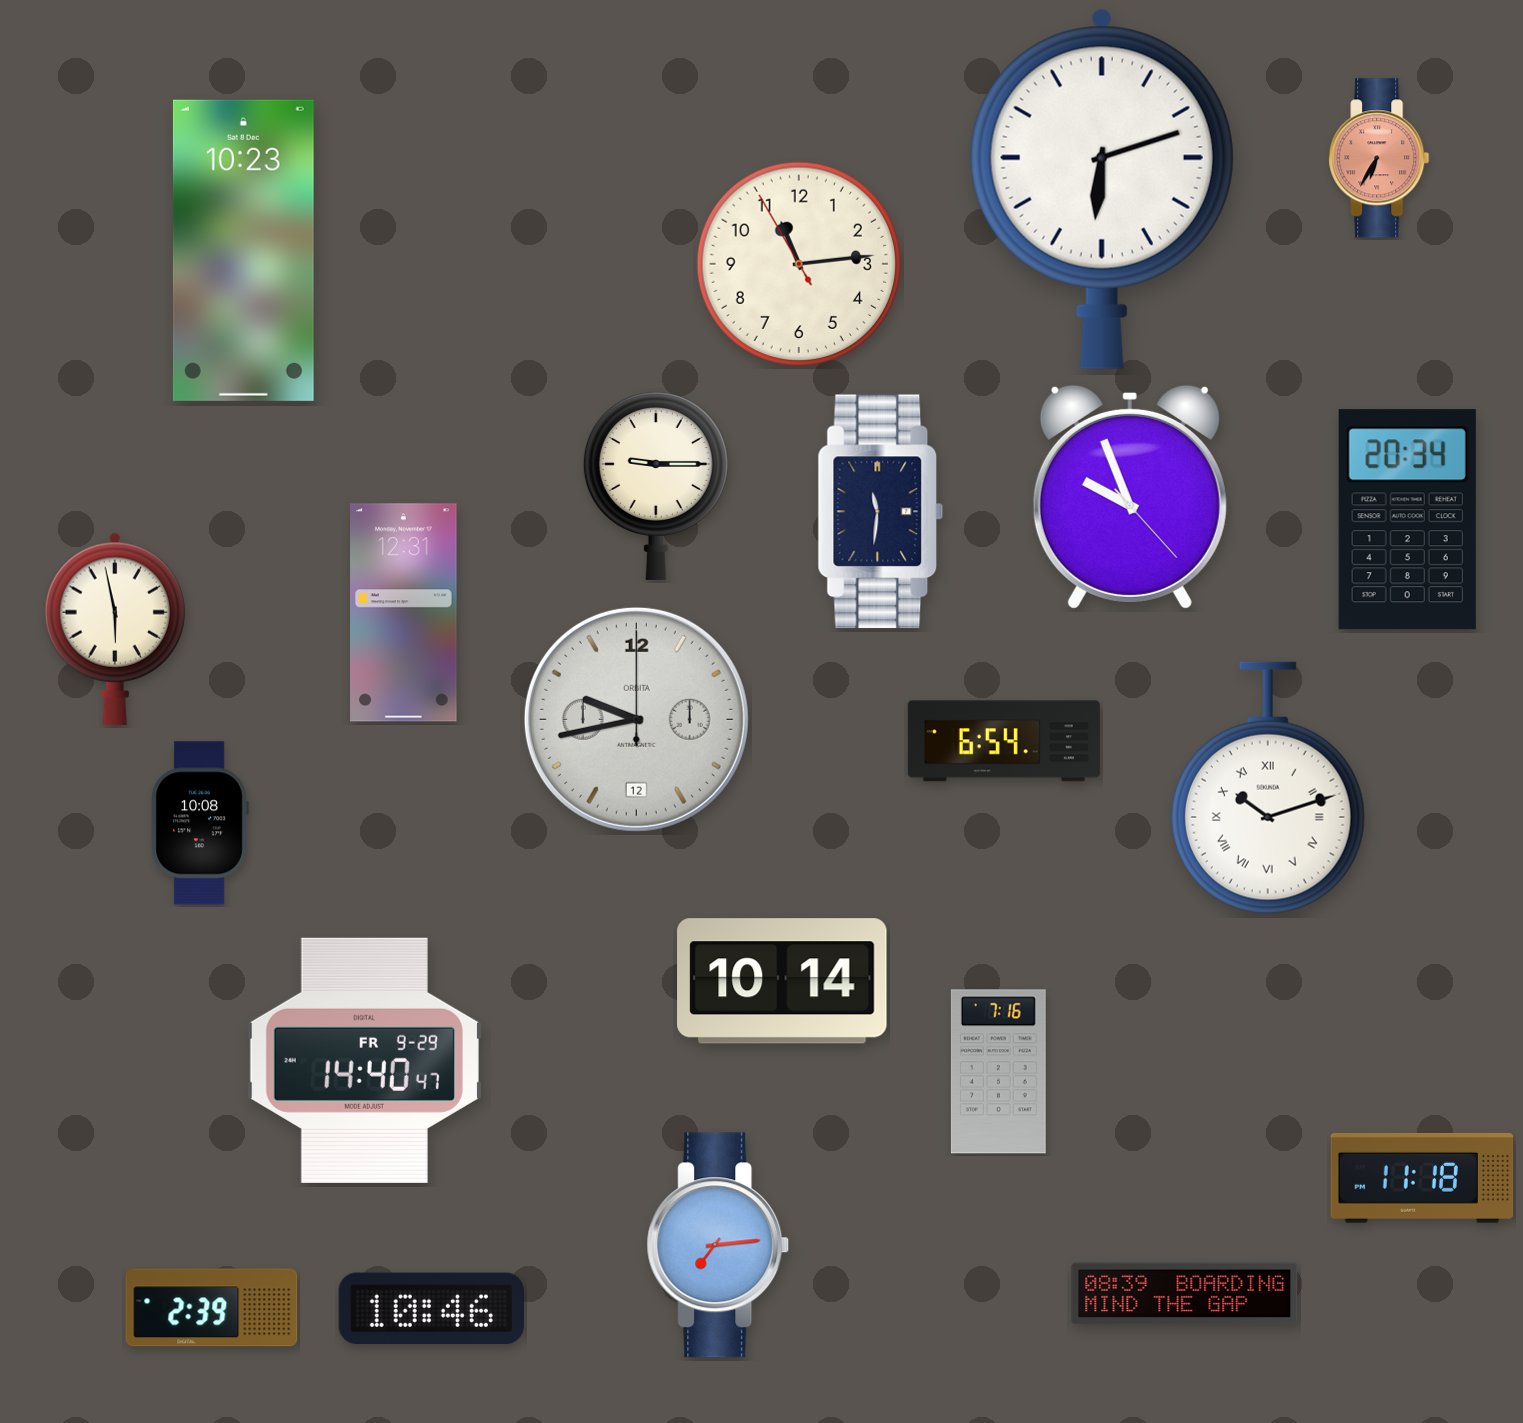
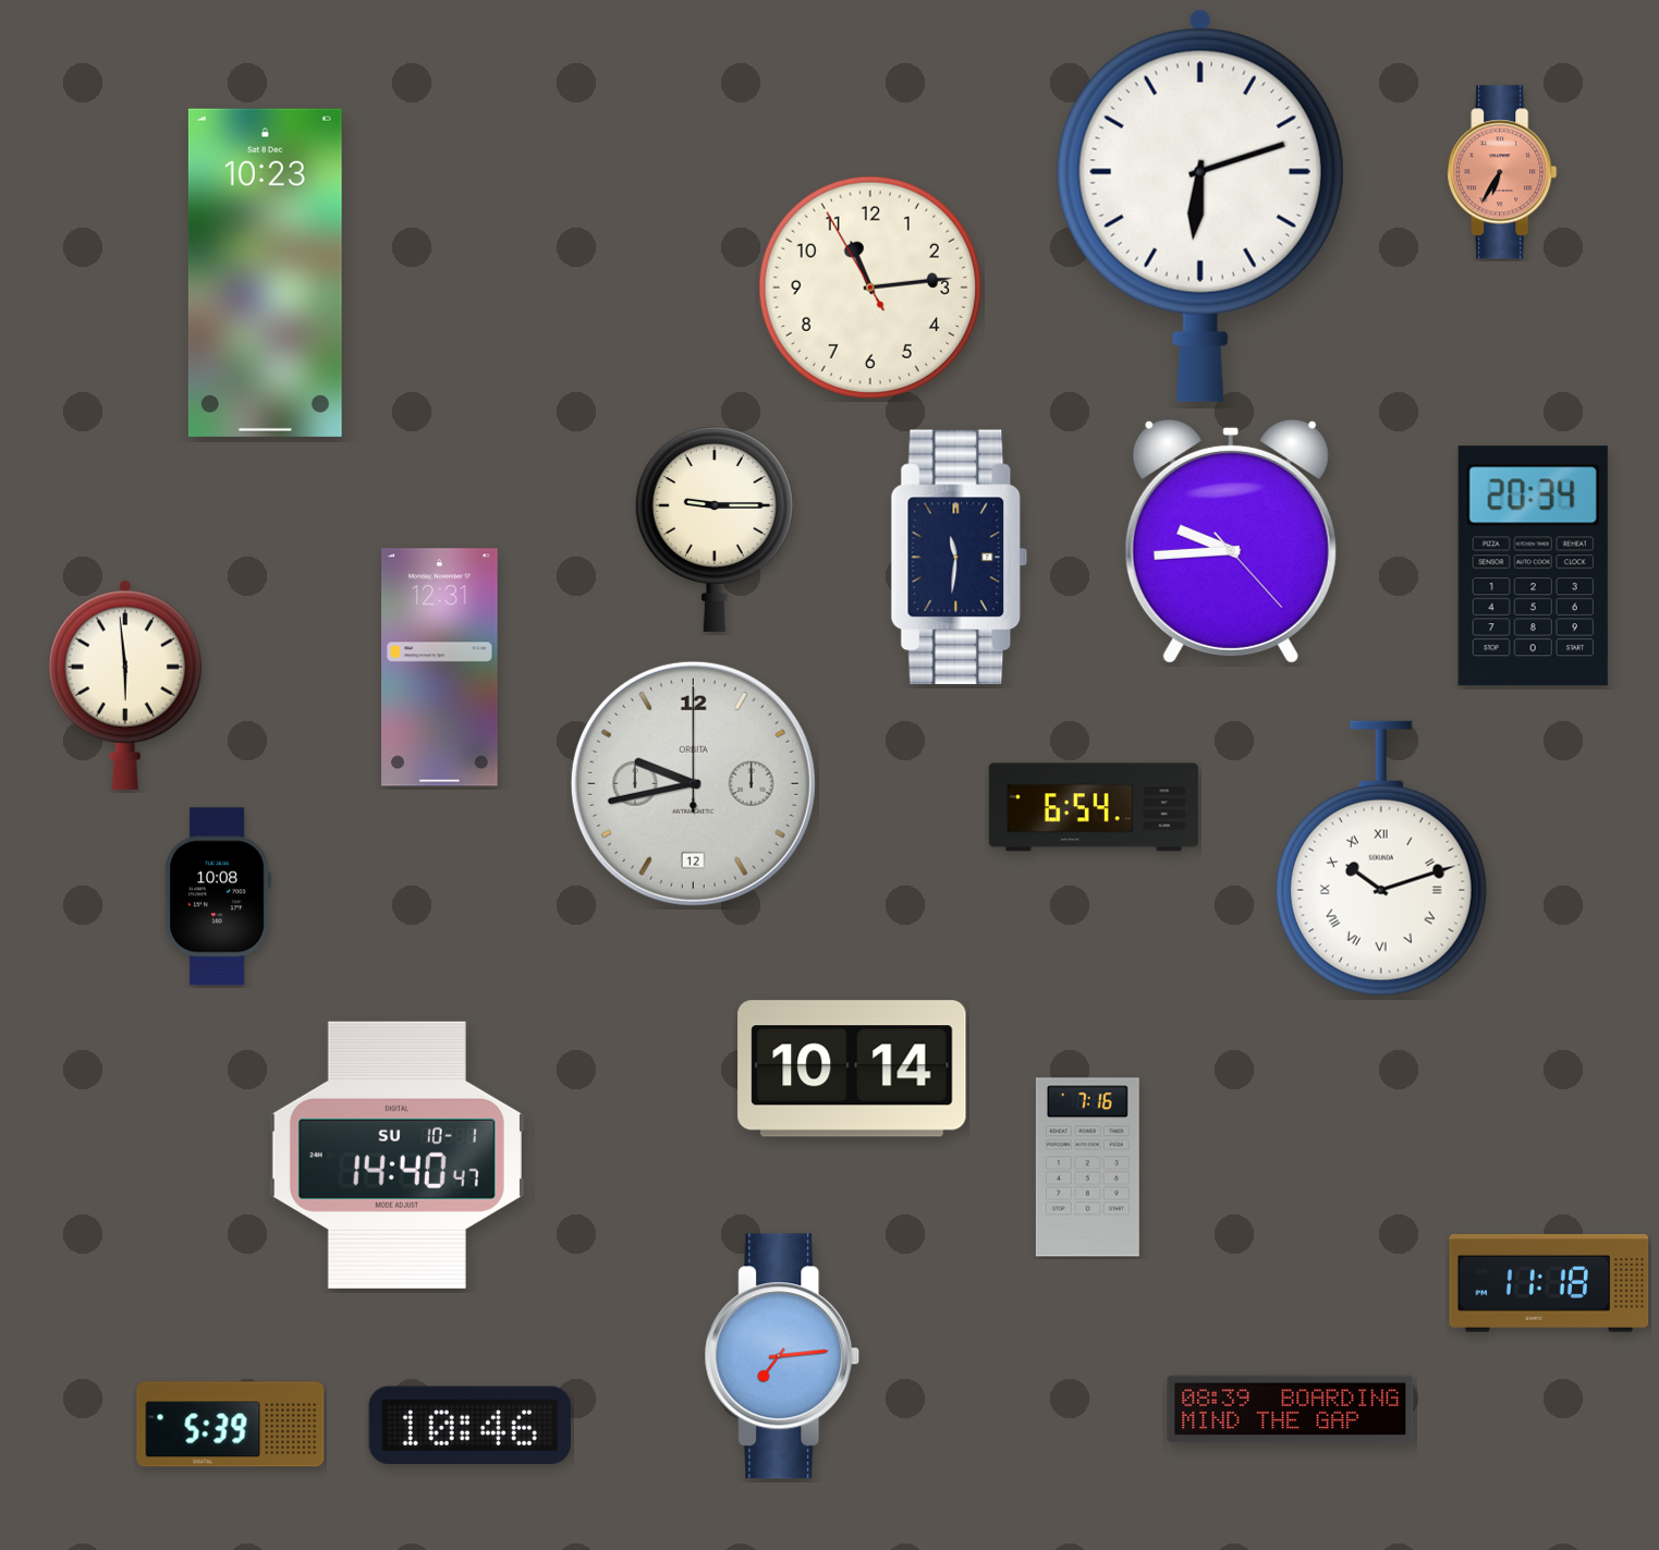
clock at (1130, 497): 9:56 -> 9:44
clock at (115, 629): 5:58 -> 5:59
clock at (364, 1060) date: FR 9-29 -> SU 10-1
clock at (212, 1308): 2:39 -> 5:39
